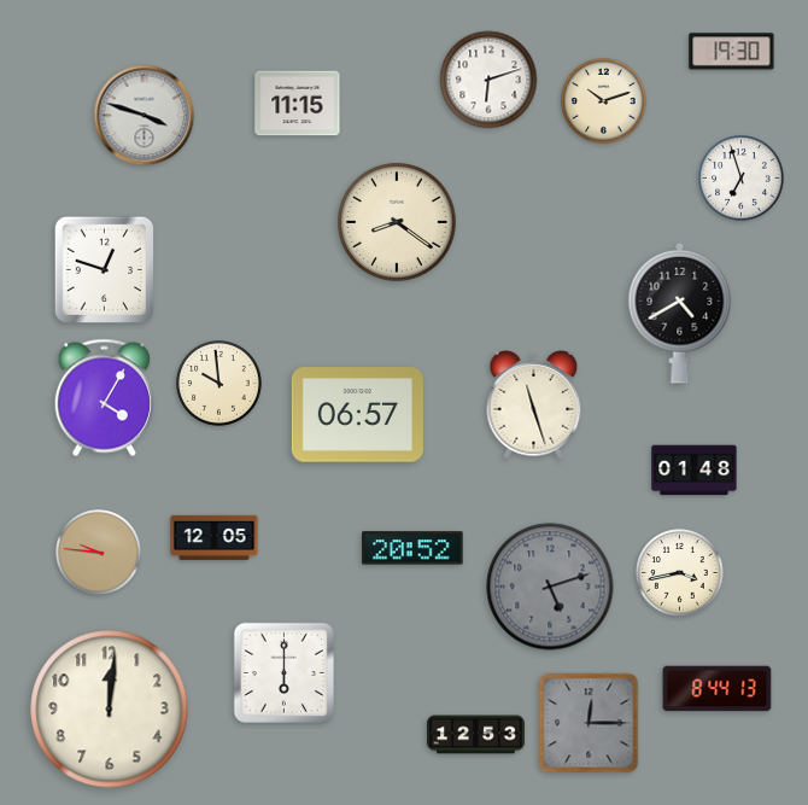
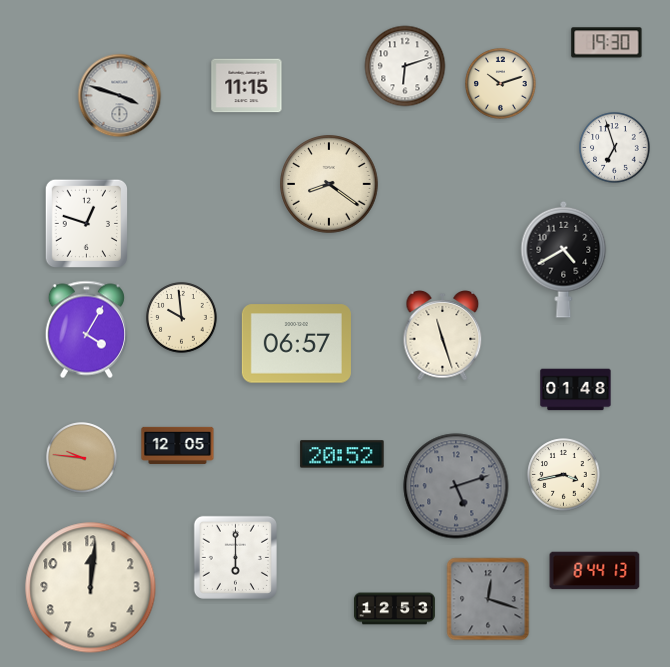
clock at (589, 723): 12:15 -> 12:18
